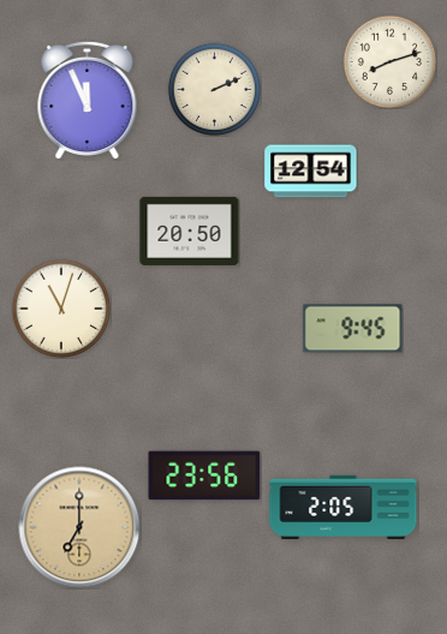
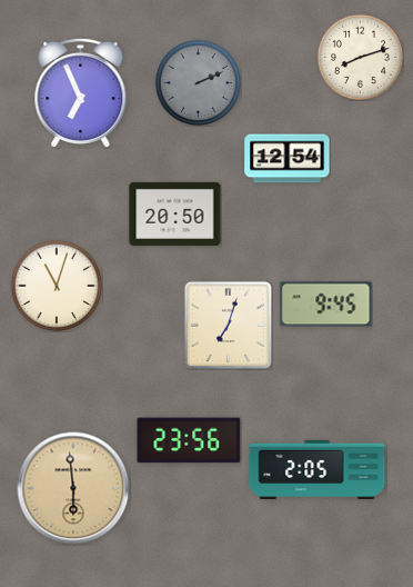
clock at (214, 89) dial: cream -> grey
clock at (88, 100): 11:56 -> 6:56
clock at (228, 325): none -> 7:03
clock at (79, 527): 7:00 -> 5:59
